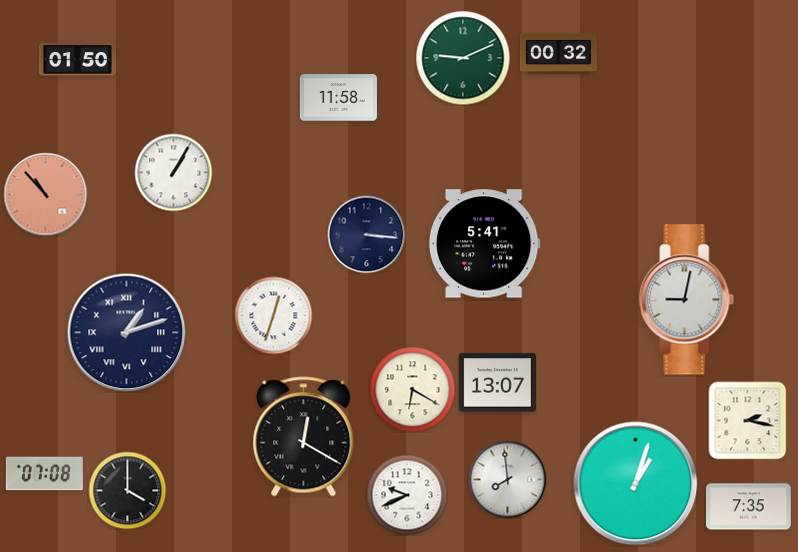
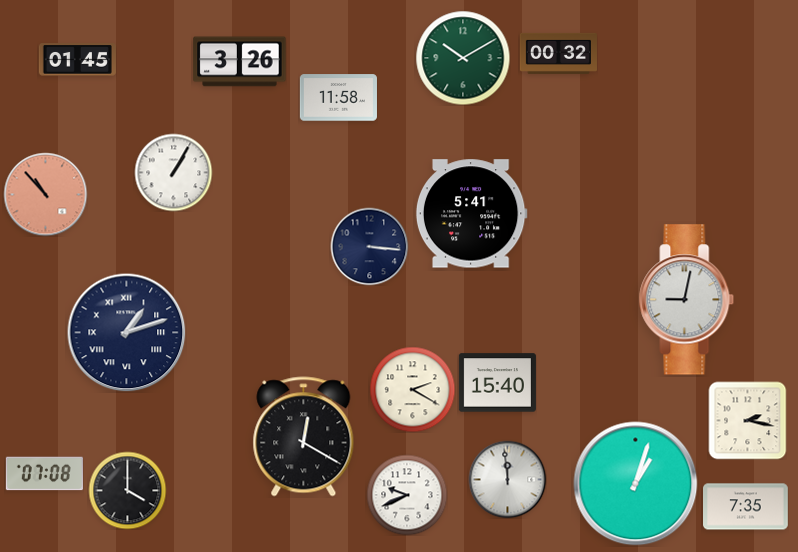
clock at (463, 58): 9:11 -> 10:10
clock at (77, 60): 01:50 -> 01:45
clock at (240, 62): none -> 3:26
clock at (366, 234) position: (366, 234) -> (369, 246)
clock at (484, 244) position: (484, 244) -> (471, 214)
clock at (273, 315): 12:33 -> none
clock at (497, 383): 13:07 -> 15:40
clock at (412, 389): 6:20 -> 2:20
clock at (507, 479): 7:59 -> 11:59
clock at (749, 507) position: (749, 507) -> (746, 507)
